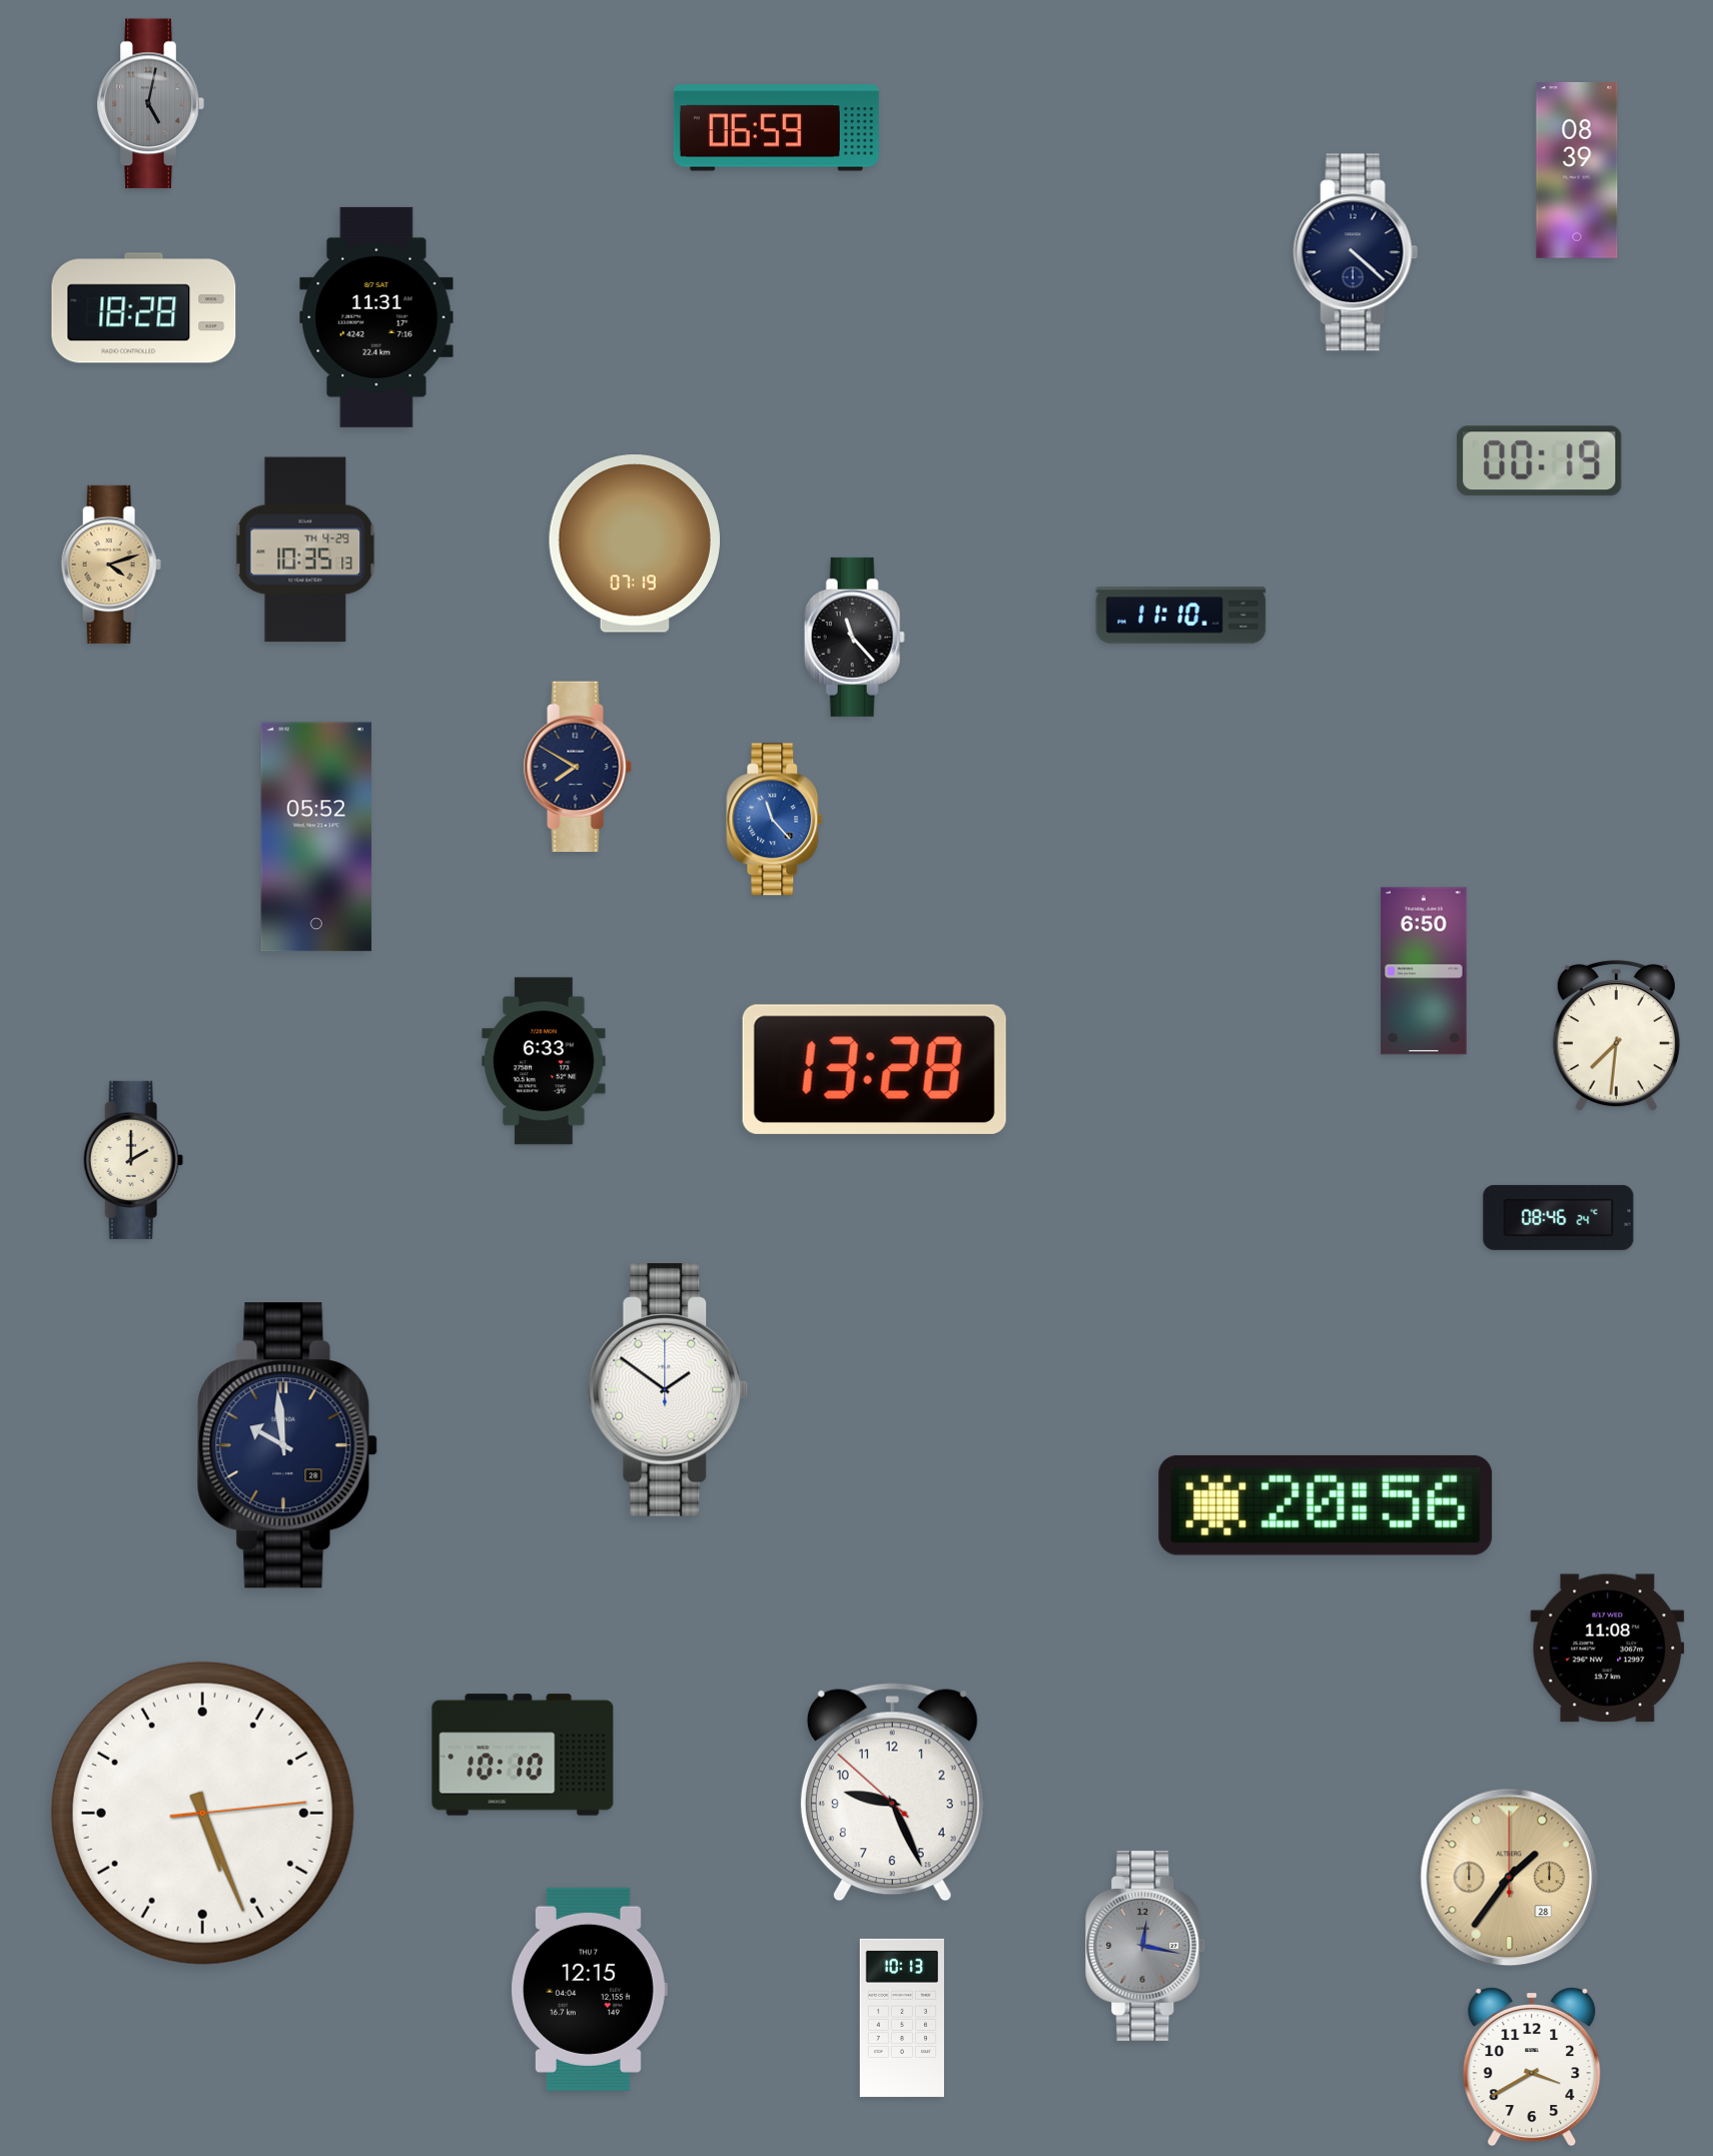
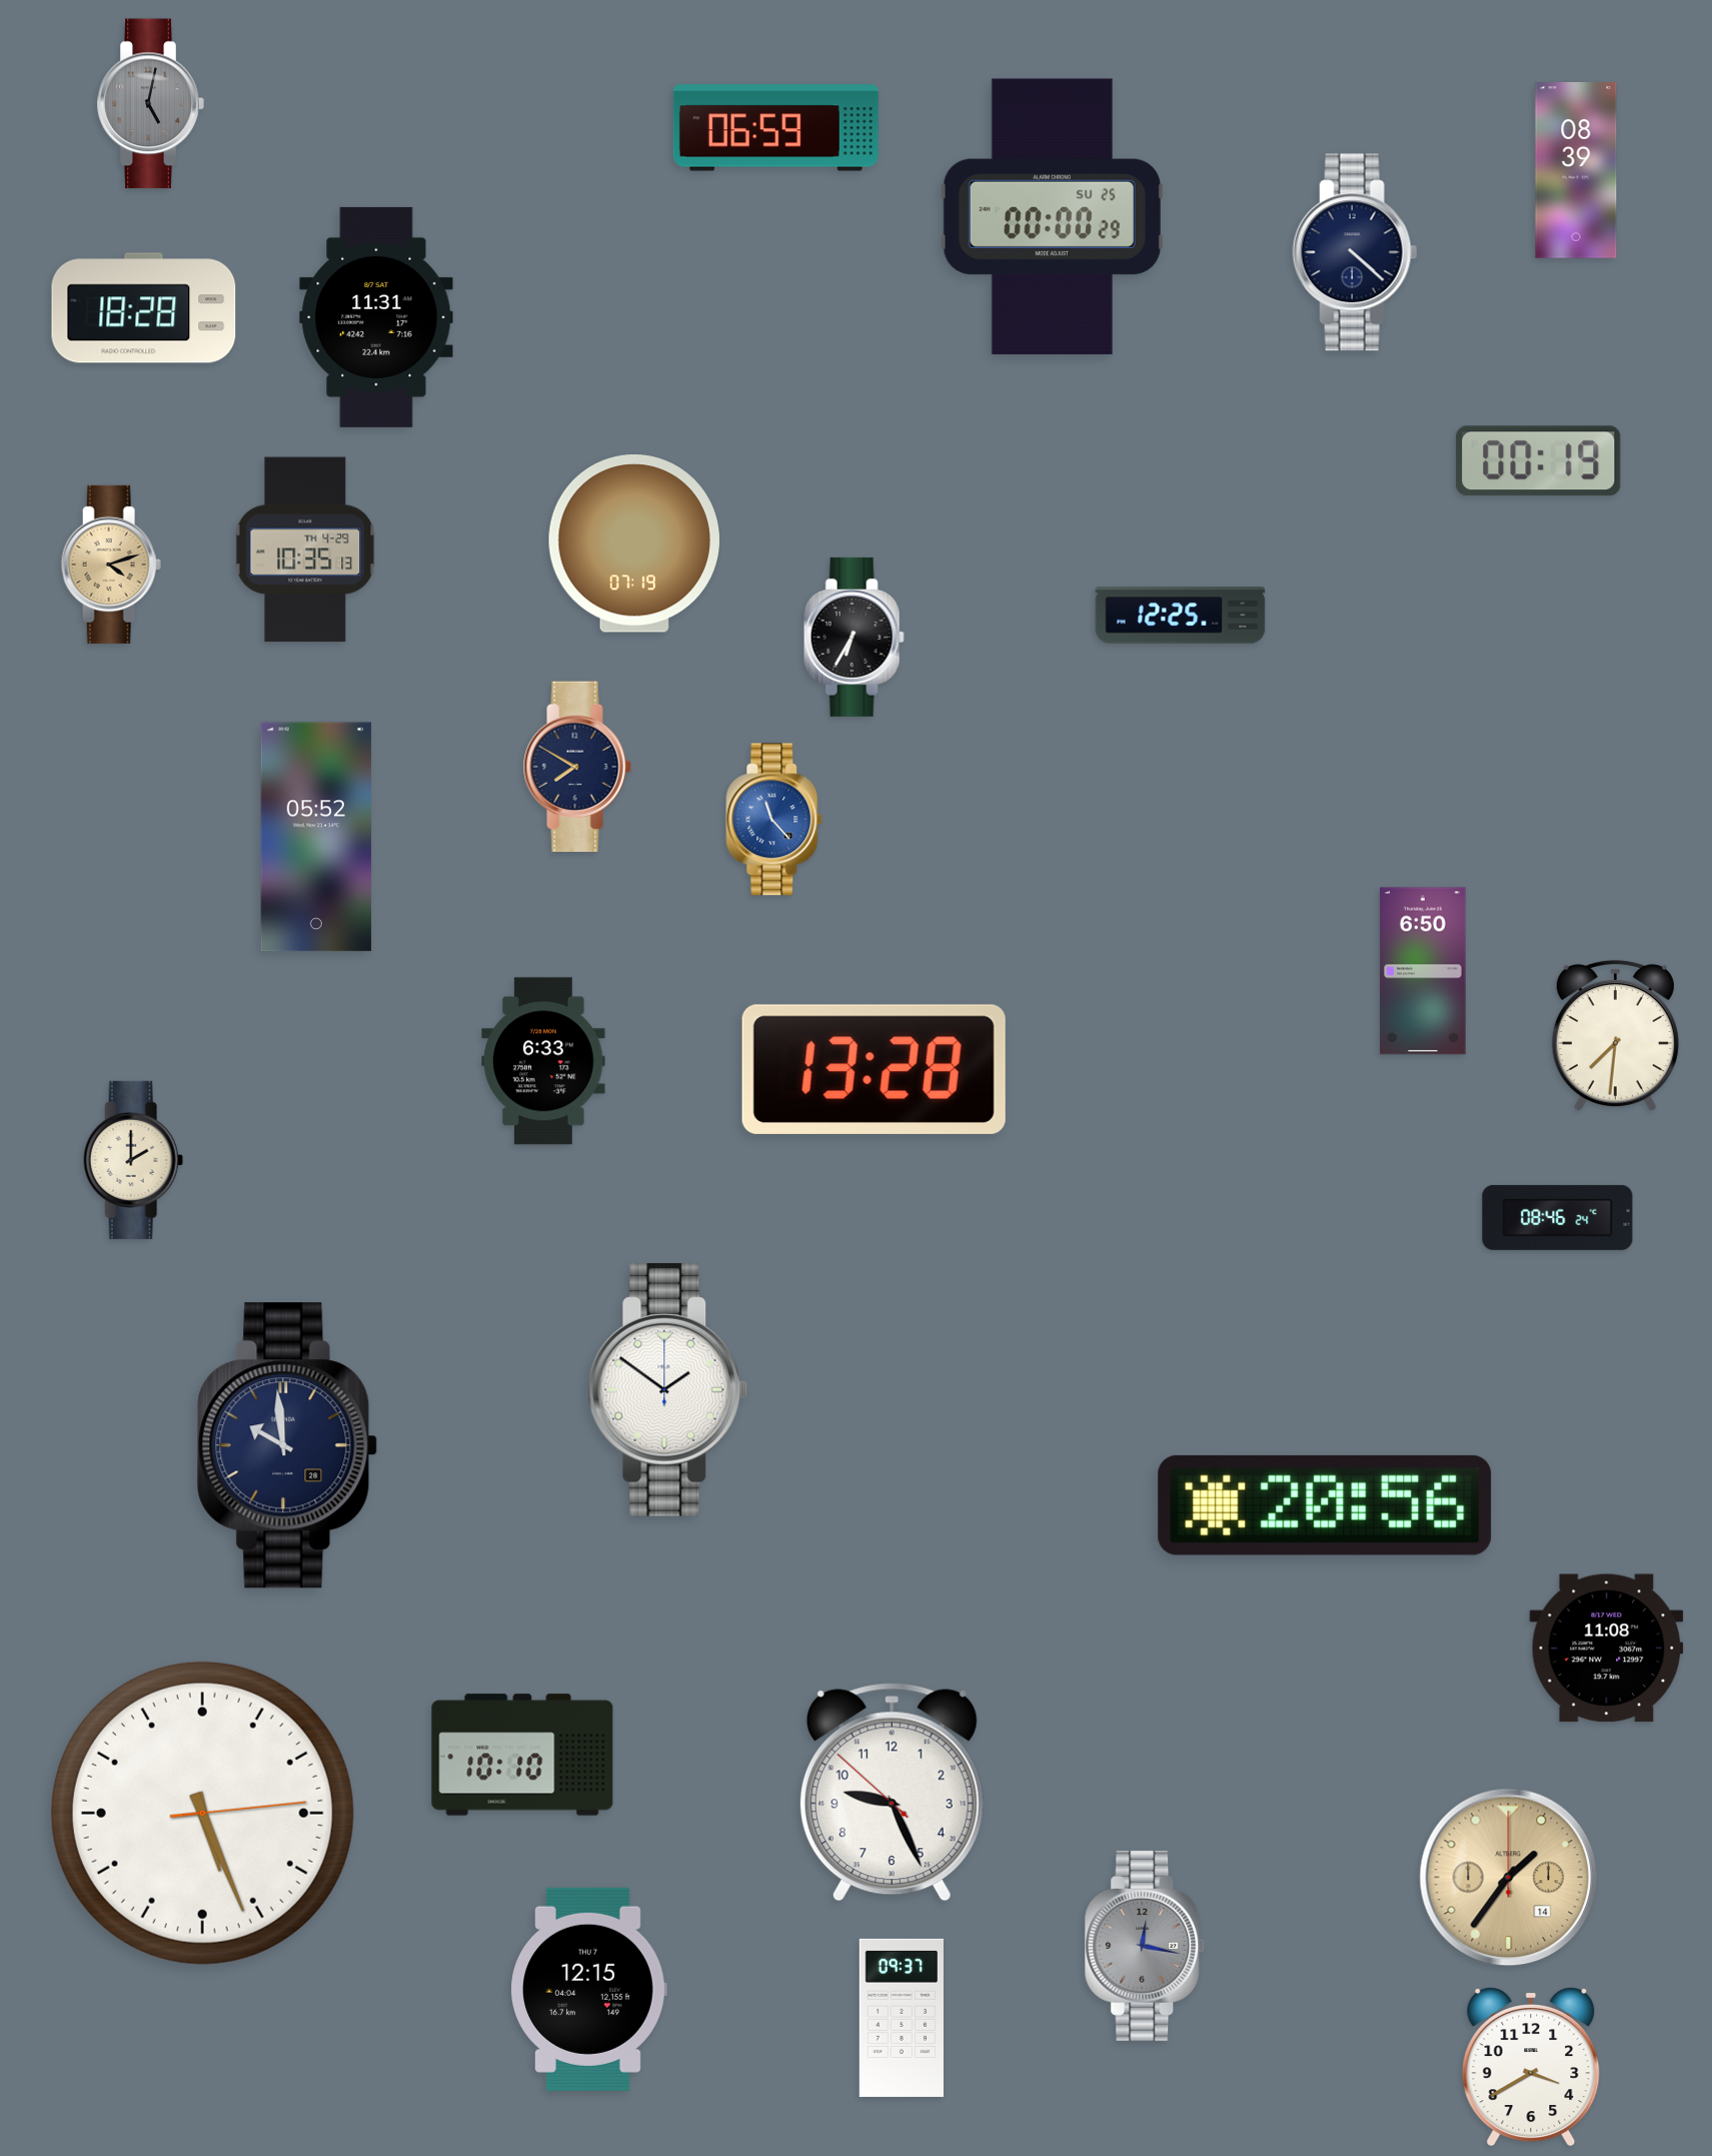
clock at (1052, 217): none -> 00:00
clock at (1181, 616): 11:10 -> 12:25
clock at (854, 637): 11:23 -> 6:35
clock at (1510, 1878) date: 28 -> 14
clock at (902, 2018): 10:13 -> 09:37
